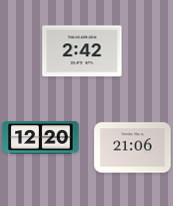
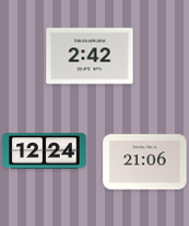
clock at (41, 138): 12:20 -> 12:24
